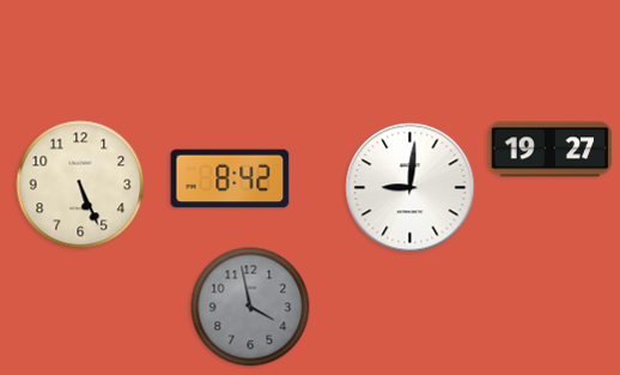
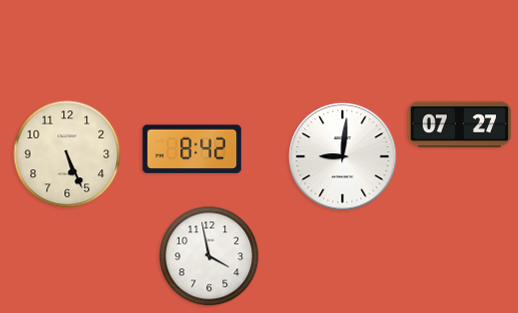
clock at (551, 150): 19:27 -> 07:27
clock at (250, 307) dial: grey -> white
